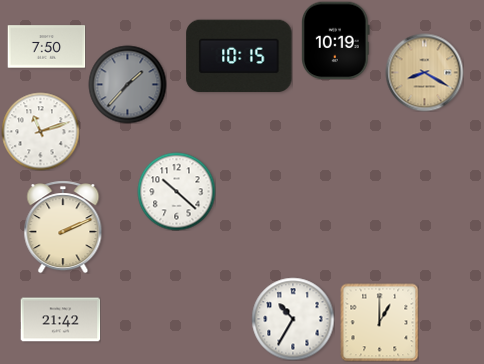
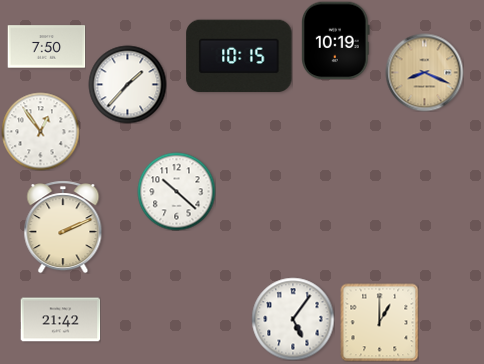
clock at (424, 72): 8:20 -> 8:19
clock at (127, 84) dial: grey -> white
clock at (40, 131): 11:12 -> 12:54
clock at (293, 319): 10:35 -> 5:06
